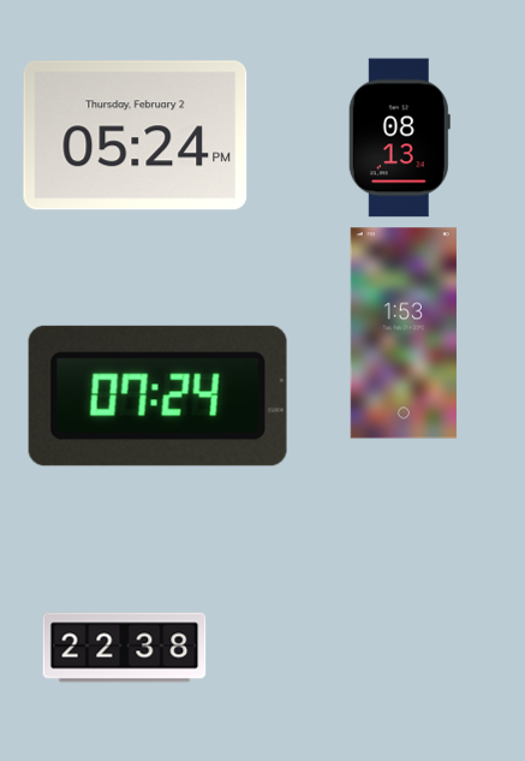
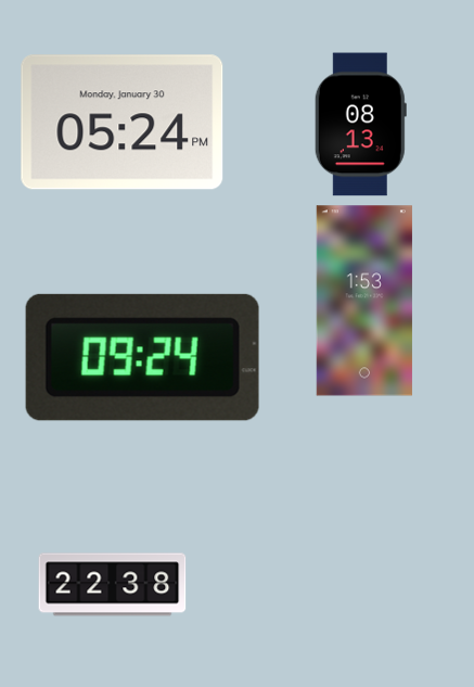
clock at (136, 136) date: Thursday, February 2 -> Monday, January 30
clock at (157, 396): 07:24 -> 09:24
